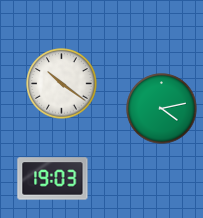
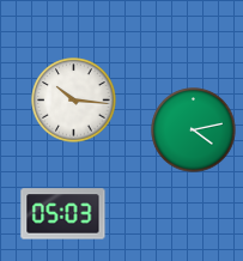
clock at (62, 84): 10:21 -> 10:16
clock at (53, 179): 19:03 -> 05:03
